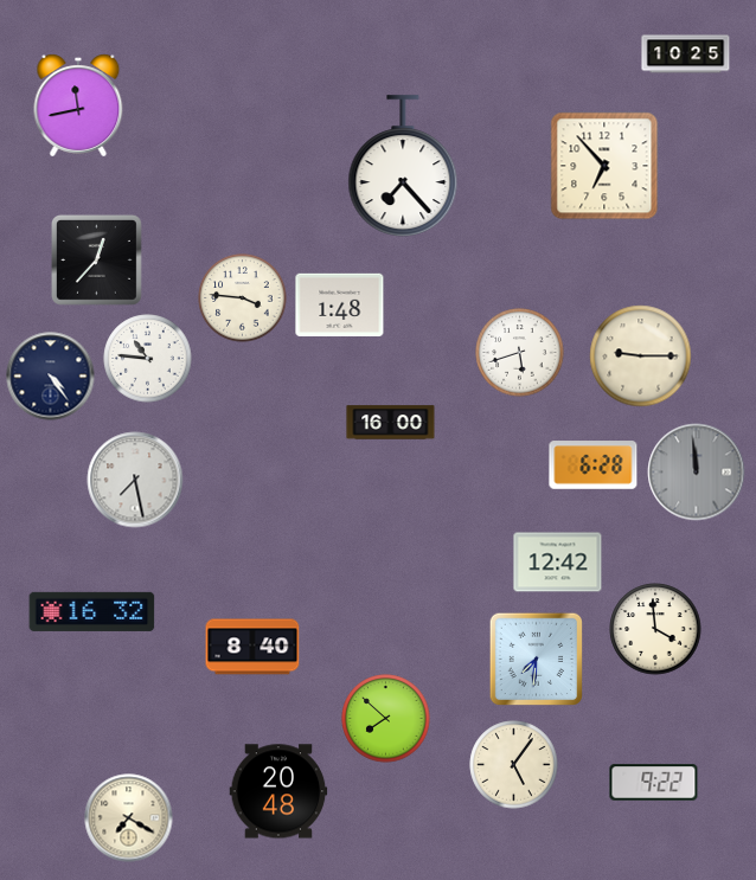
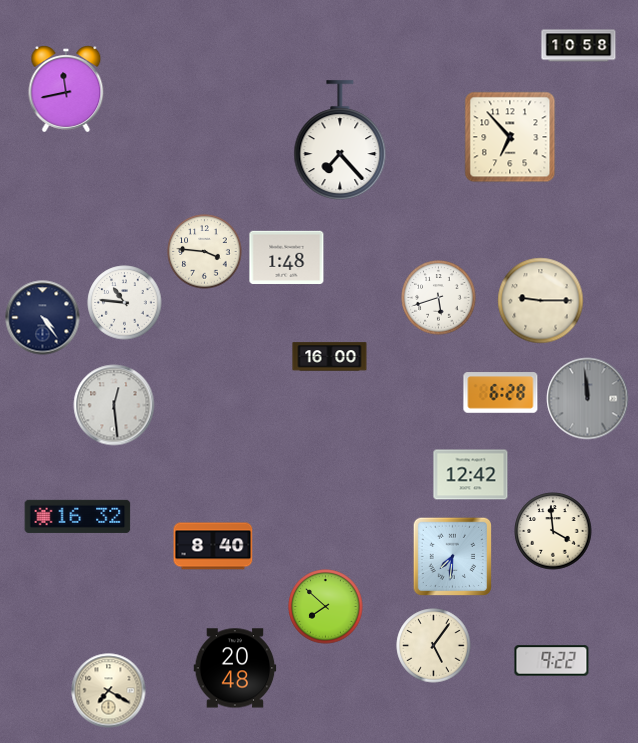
clock at (686, 54): 10:25 -> 10:58
clock at (604, 166) position: (604, 166) -> (510, 137)
clock at (96, 259): 12:37 -> none
clock at (135, 480): 7:28 -> 12:29
